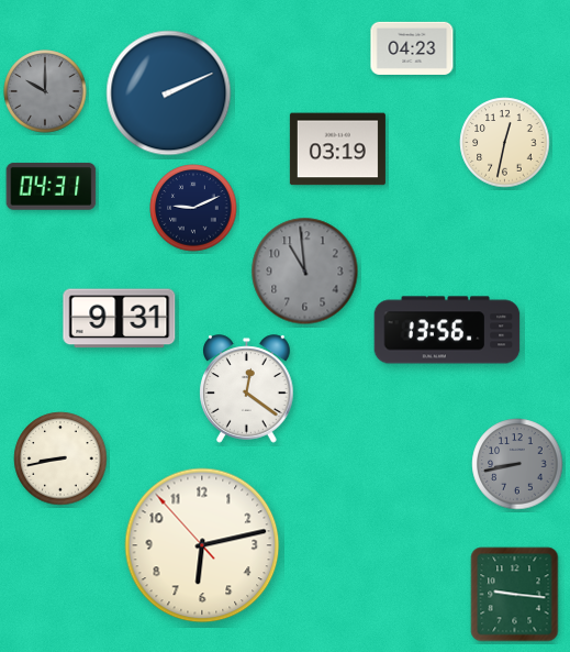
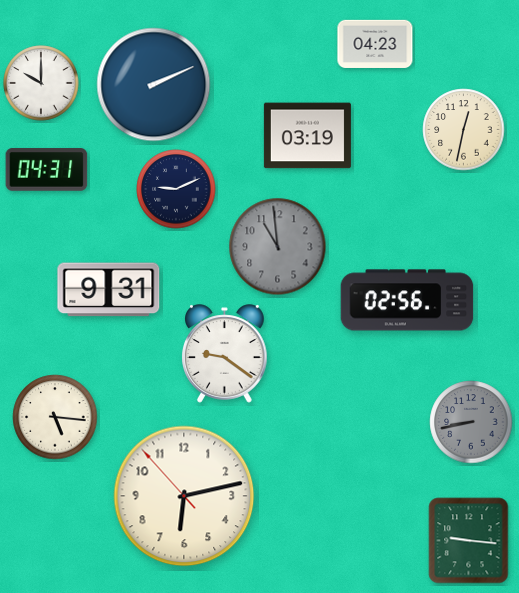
clock at (45, 91) dial: grey -> white
clock at (505, 143) position: (505, 143) -> (464, 130)
clock at (447, 330): 13:56 -> 02:56
clock at (247, 389): 12:21 -> 9:21
clock at (60, 458): 8:43 -> 5:16
